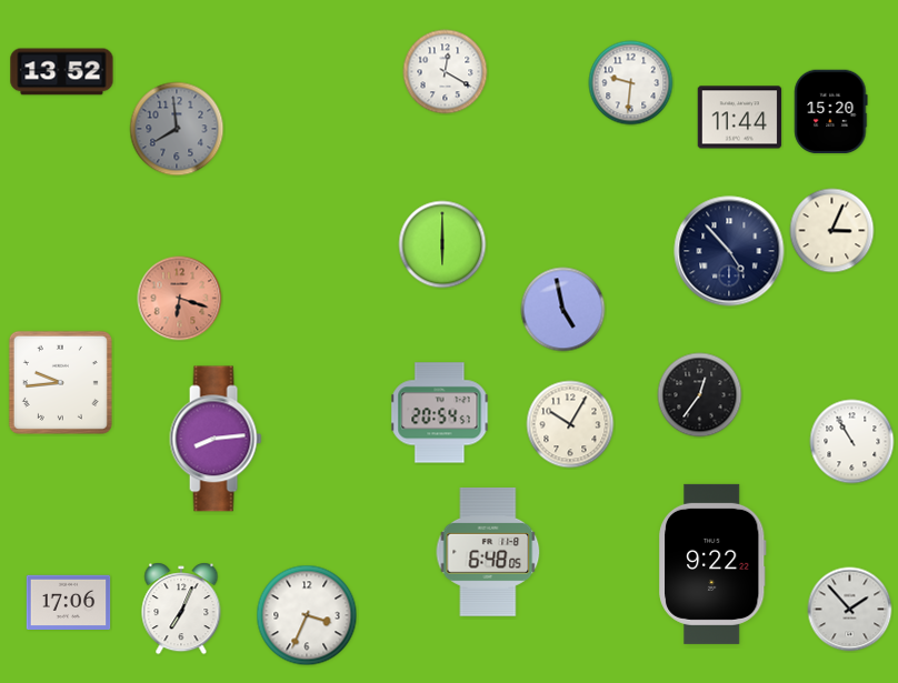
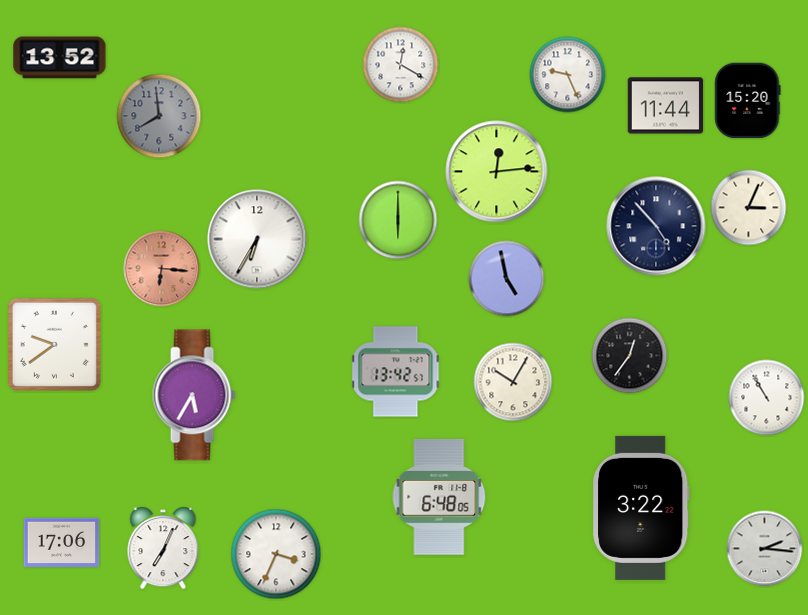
clock at (62, 72) position: (62, 72) -> (60, 58)
clock at (631, 83): 9:31 -> 9:26
clock at (497, 172): none -> 12:14
clock at (257, 239): none -> 6:35
clock at (180, 299): 6:18 -> 6:16
clock at (60, 382): 9:44 -> 9:39
clock at (440, 413): 20:54 -> 13:42
clock at (216, 439): 8:14 -> 5:35
clock at (714, 564): 9:22 -> 3:22
clock at (850, 610): 1:53 -> 2:16
